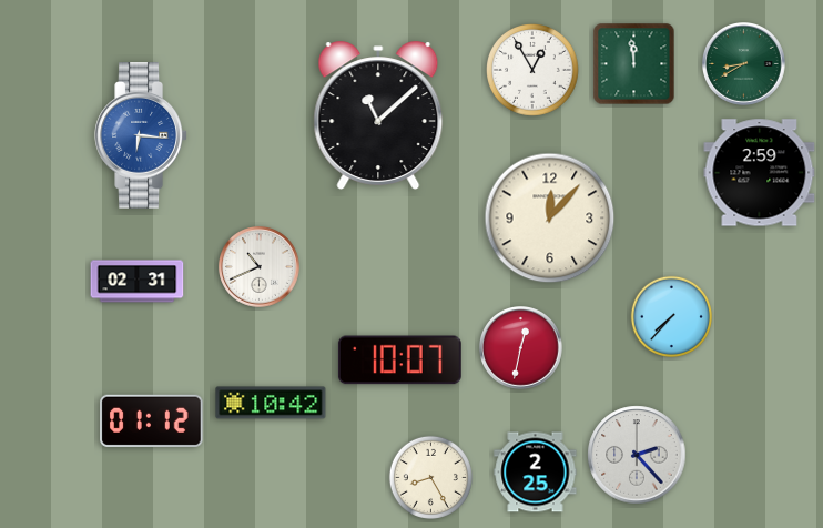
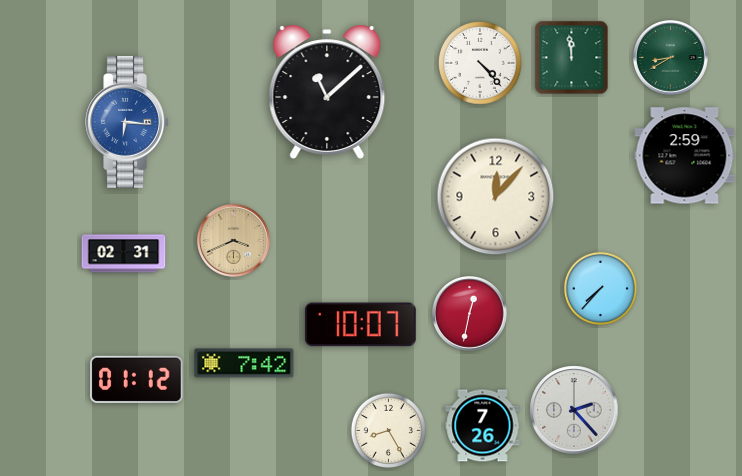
clock at (534, 71): 12:55 -> 4:23
clock at (378, 115) position: (378, 115) -> (327, 92)
clock at (260, 267): 10:41 -> 3:41
clock at (260, 267) dial: white -> champagne
clock at (672, 317) position: (672, 317) -> (601, 289)
clock at (271, 403): 10:42 -> 7:42
clock at (536, 473): 2:25 -> 7:26
